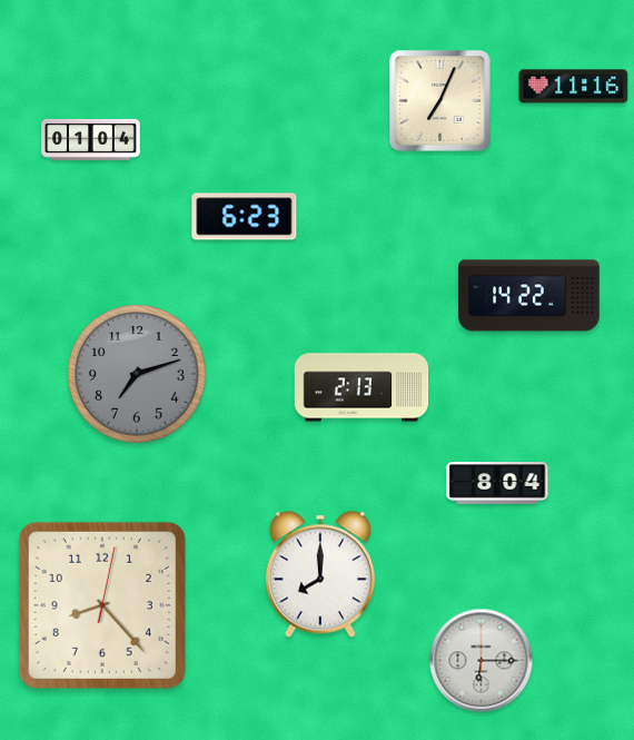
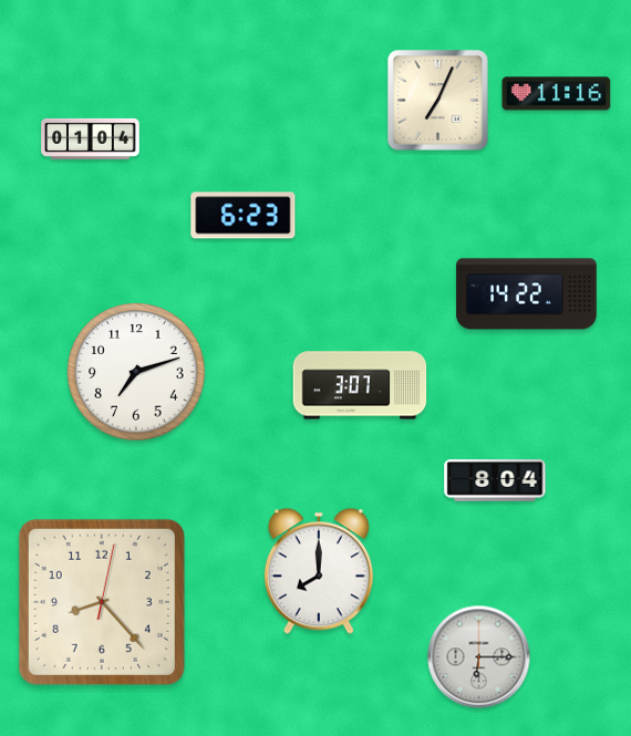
clock at (574, 87) position: (574, 87) -> (557, 94)
clock at (137, 374) dial: grey -> white
clock at (361, 387): 2:13 -> 3:07
